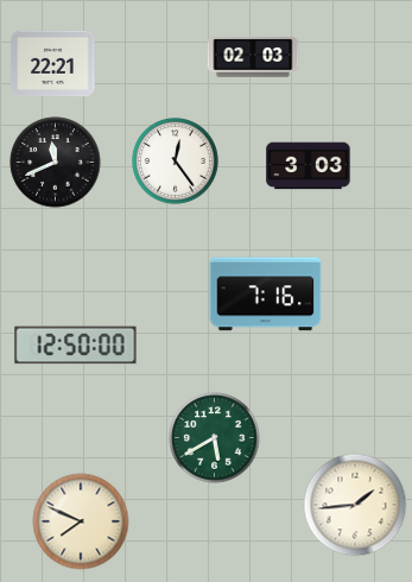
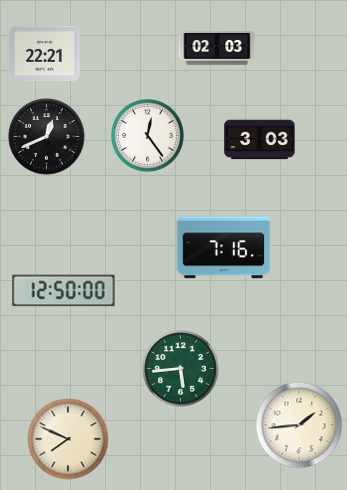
clock at (253, 57) position: (253, 57) -> (217, 48)
clock at (56, 163): 11:41 -> 12:41
clock at (215, 438): 5:40 -> 5:44
